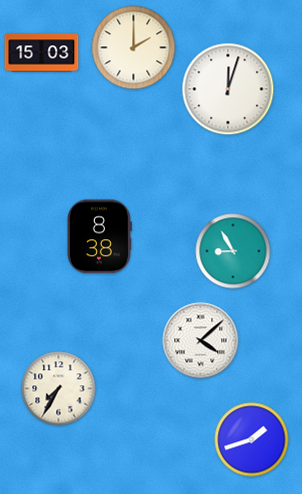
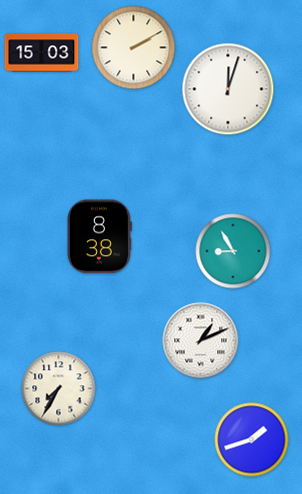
clock at (134, 48): 2:00 -> 2:10
clock at (201, 341): 4:08 -> 1:11
